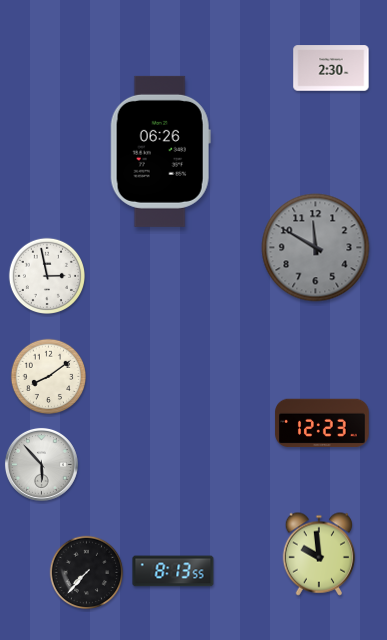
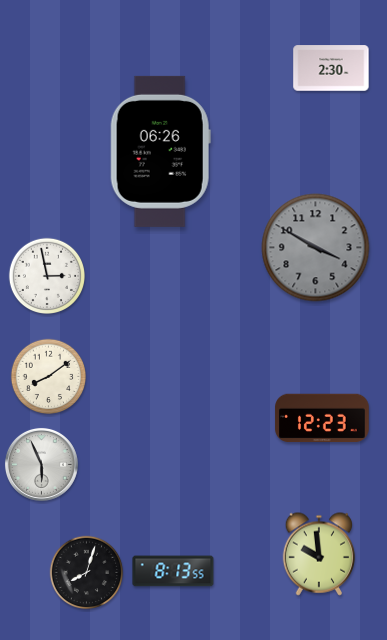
clock at (316, 248): 11:50 -> 3:50
clock at (322, 423) position: (322, 423) -> (322, 418)
clock at (41, 464): 5:53 -> 5:56
clock at (87, 573): 7:37 -> 8:03
